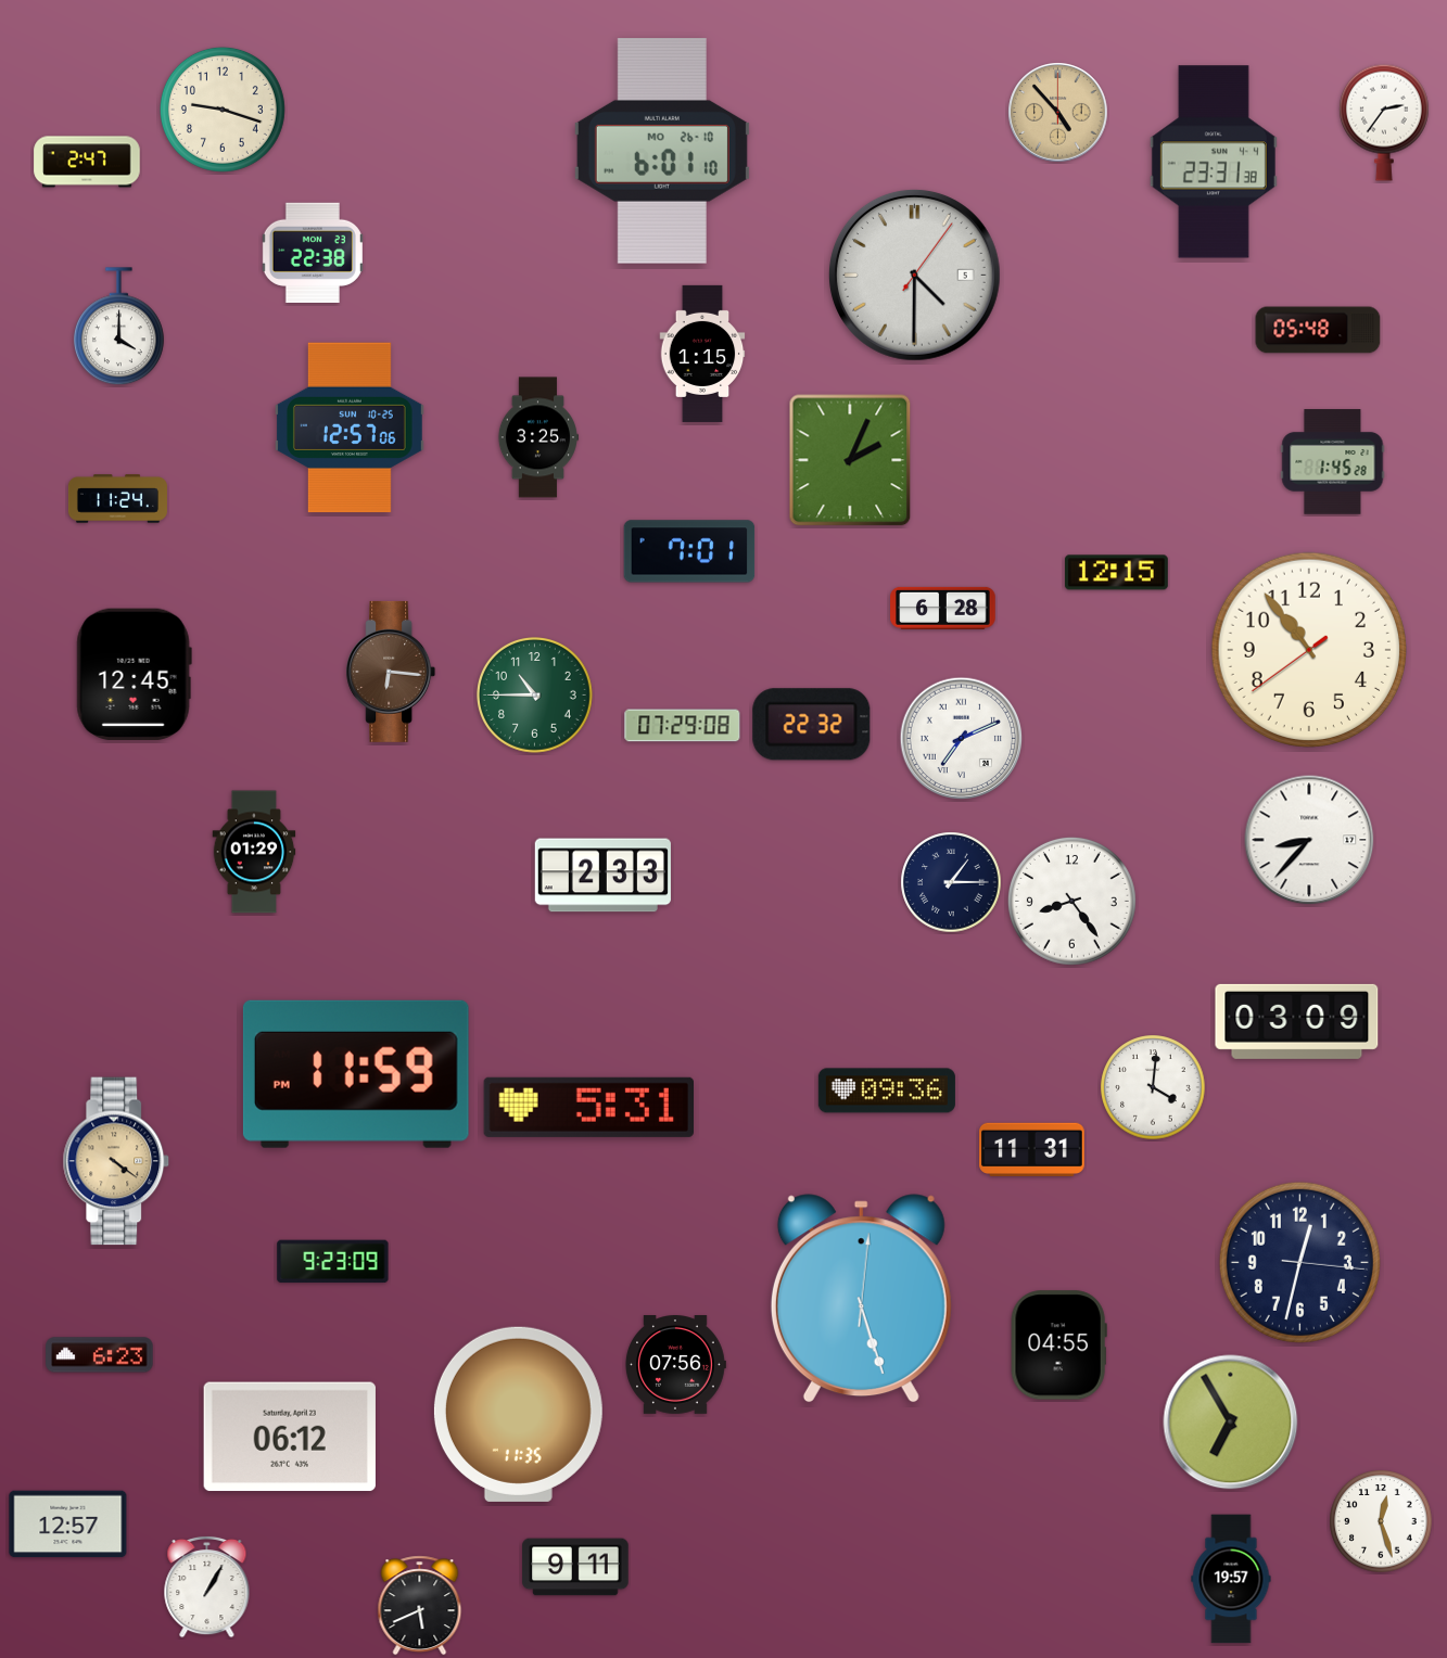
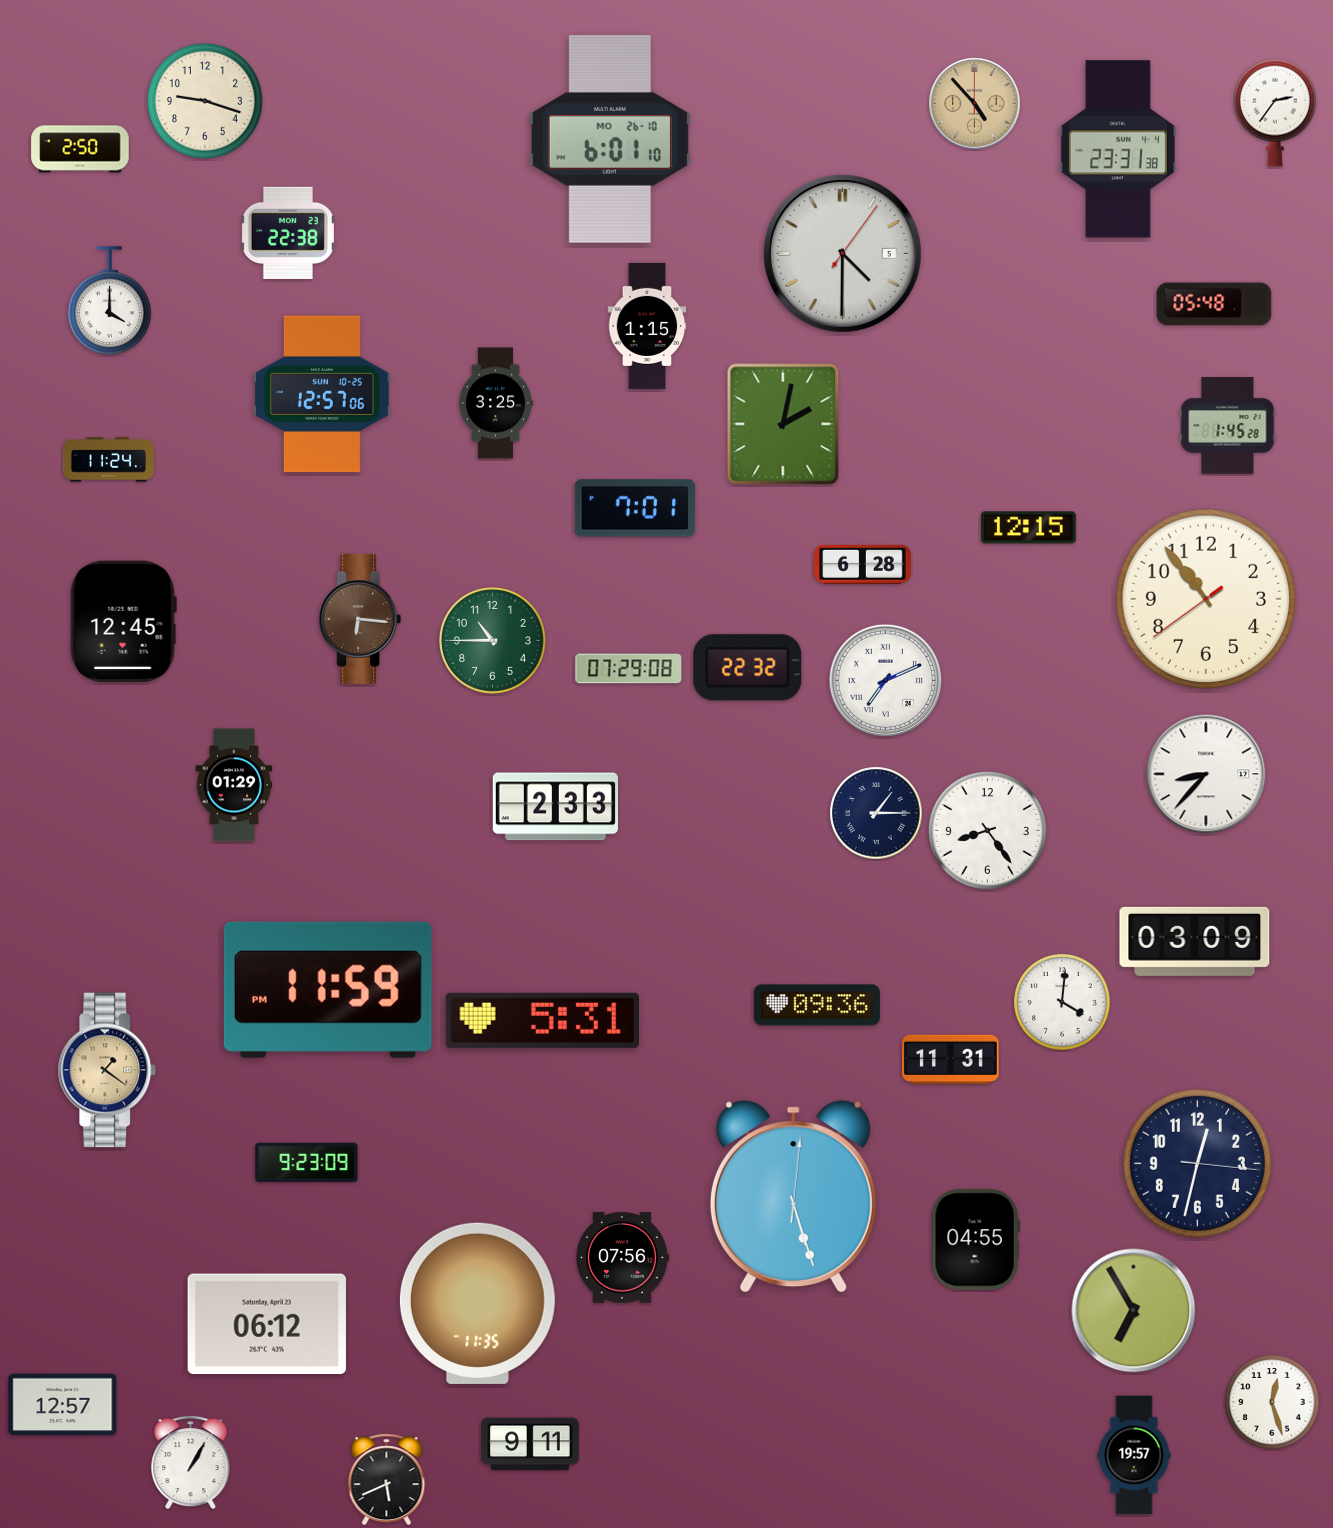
clock at (87, 162): 2:47 -> 2:50
clock at (850, 460): 2:04 -> 2:02
clock at (943, 608) position: (943, 608) -> (863, 564)
clock at (116, 1161): 4:21 -> 1:21
clock at (100, 1355): 6:23 -> none
